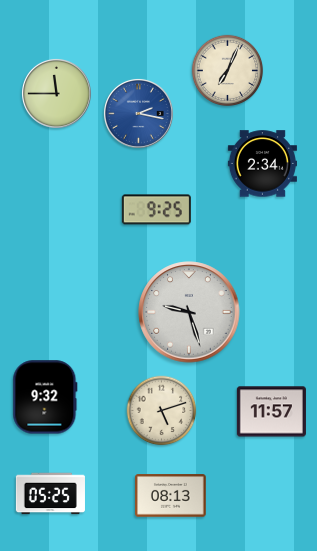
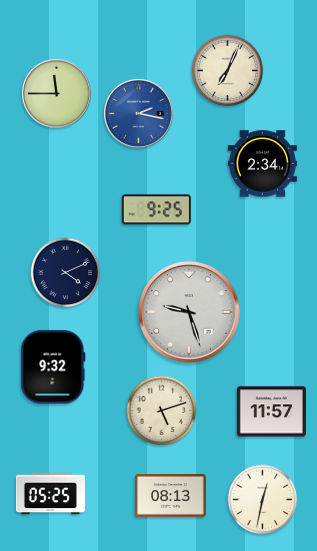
clock at (66, 273): none -> 4:11
clock at (45, 397) position: (45, 397) -> (53, 367)
clock at (263, 500): none -> 12:32
